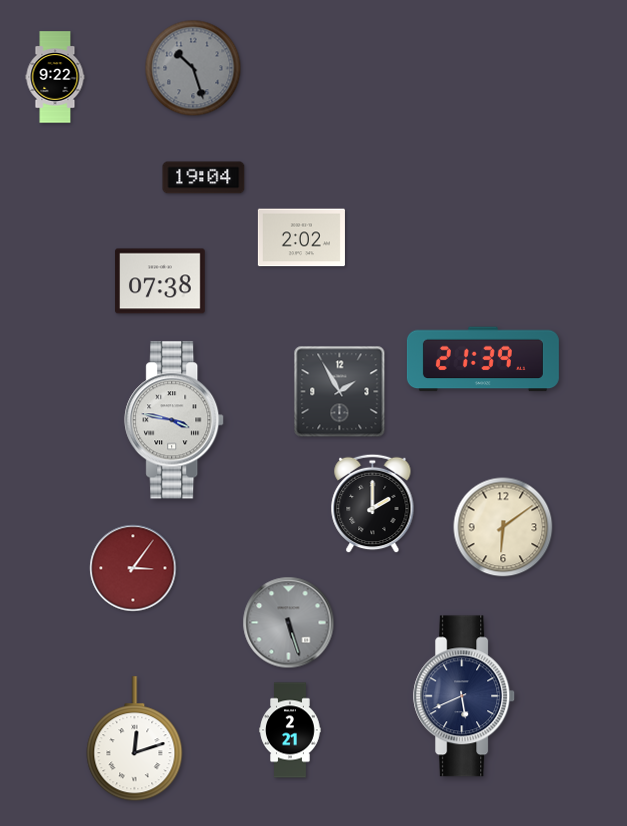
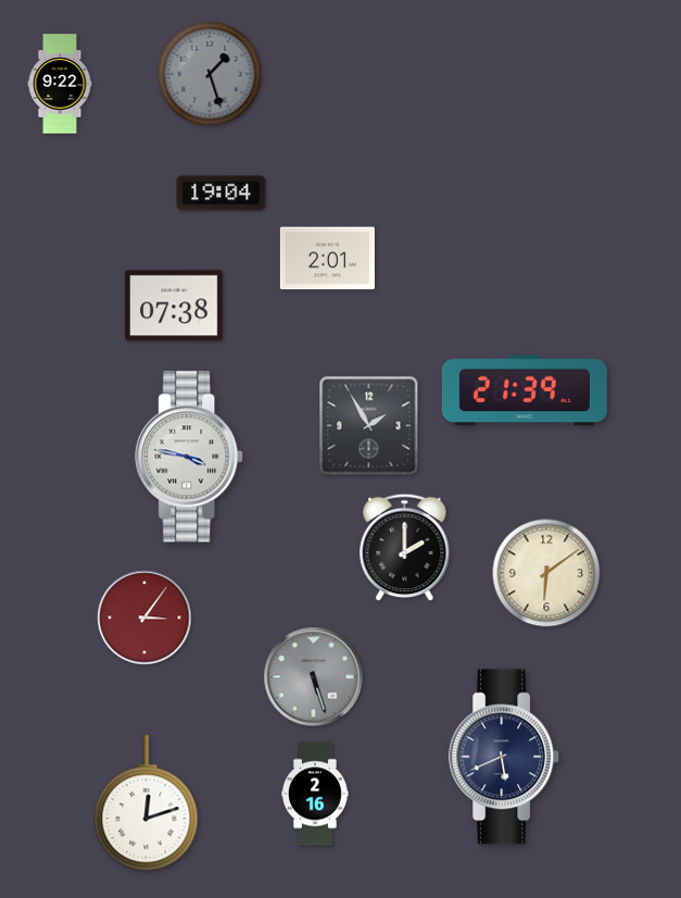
clock at (193, 68): 10:27 -> 1:27
clock at (301, 238): 2:02 -> 2:01
clock at (290, 730): 2:21 -> 2:16
